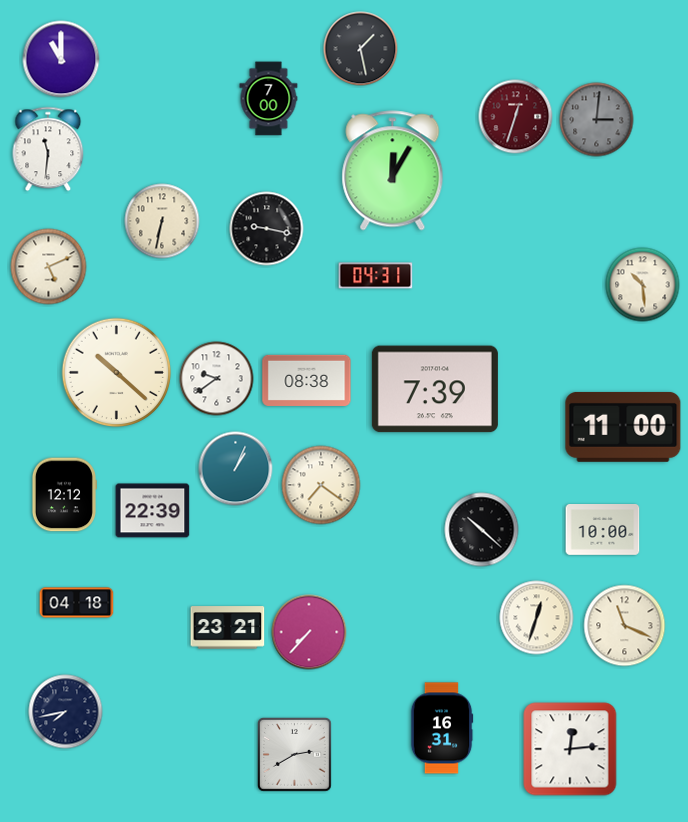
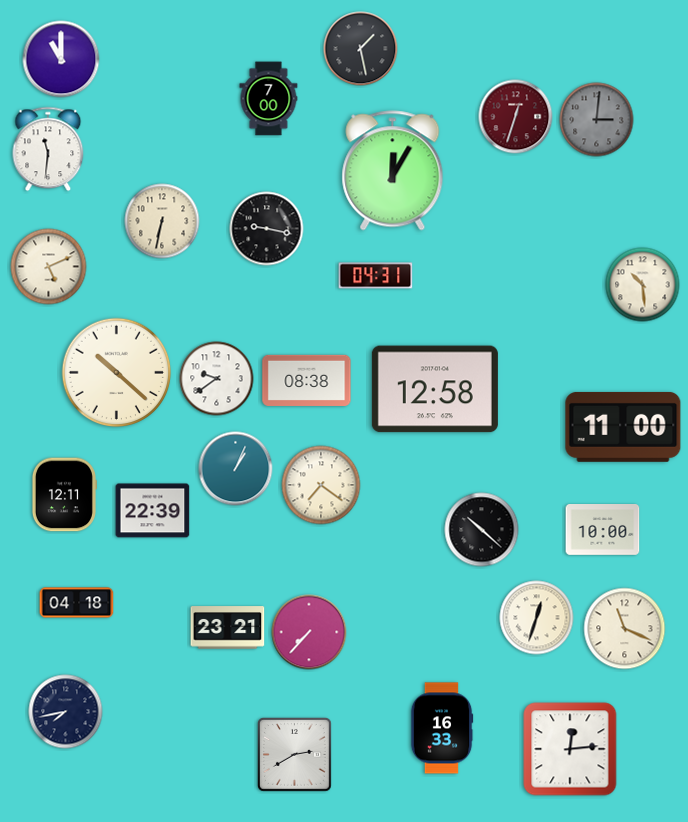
clock at (435, 389): 7:39 -> 12:58
clock at (64, 495): 12:12 -> 12:11
clock at (625, 626) position: (625, 626) -> (625, 629)
clock at (442, 728): 16:31 -> 16:33
